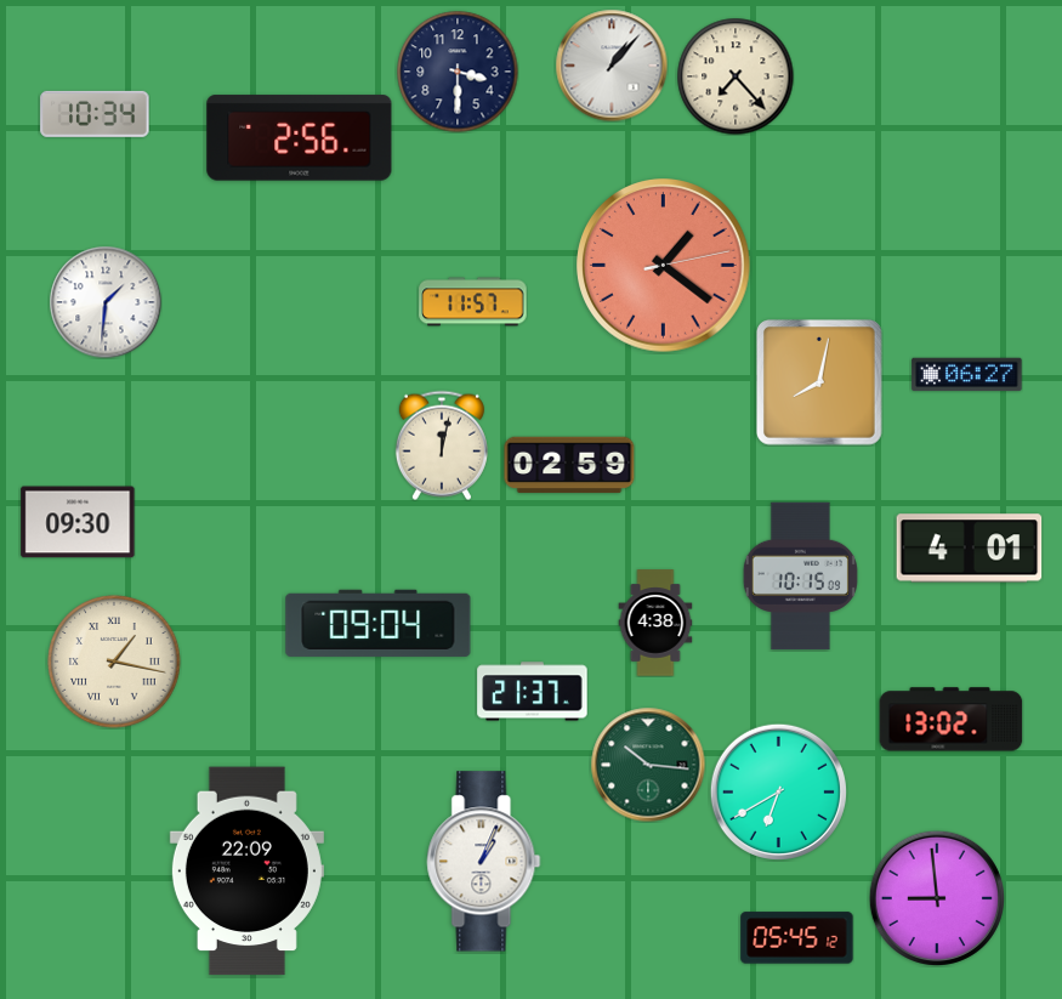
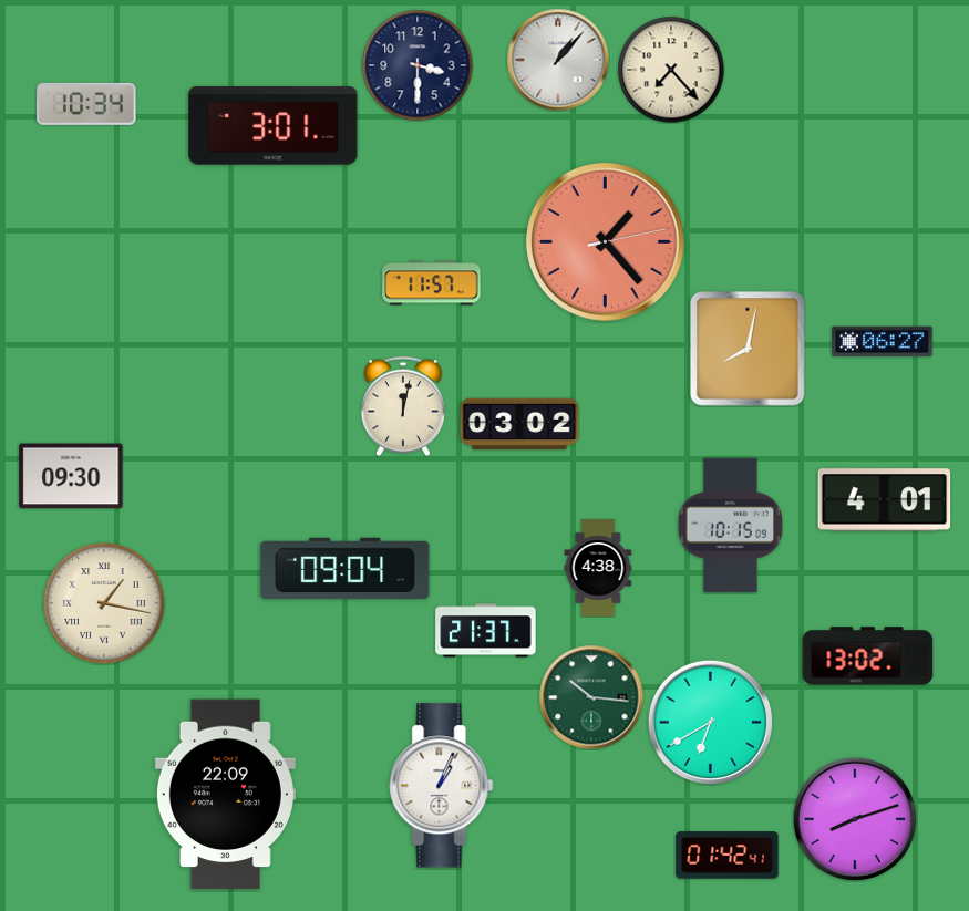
clock at (300, 138): 2:56 -> 3:01
clock at (664, 266): 1:21 -> 1:23
clock at (106, 302): 1:31 -> none
clock at (473, 302) position: (473, 302) -> (432, 283)
clock at (569, 465): 02:59 -> 03:02
clock at (937, 898): 8:59 -> 8:12
clock at (797, 938): 05:45 -> 01:42
